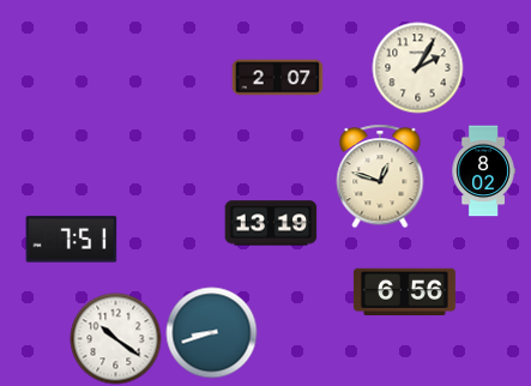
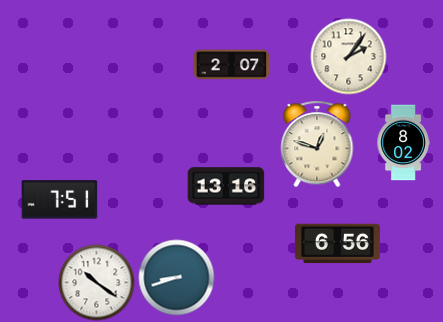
clock at (418, 68): 2:05 -> 2:06
clock at (380, 176) position: (380, 176) -> (317, 144)
clock at (271, 223): 13:19 -> 13:16
